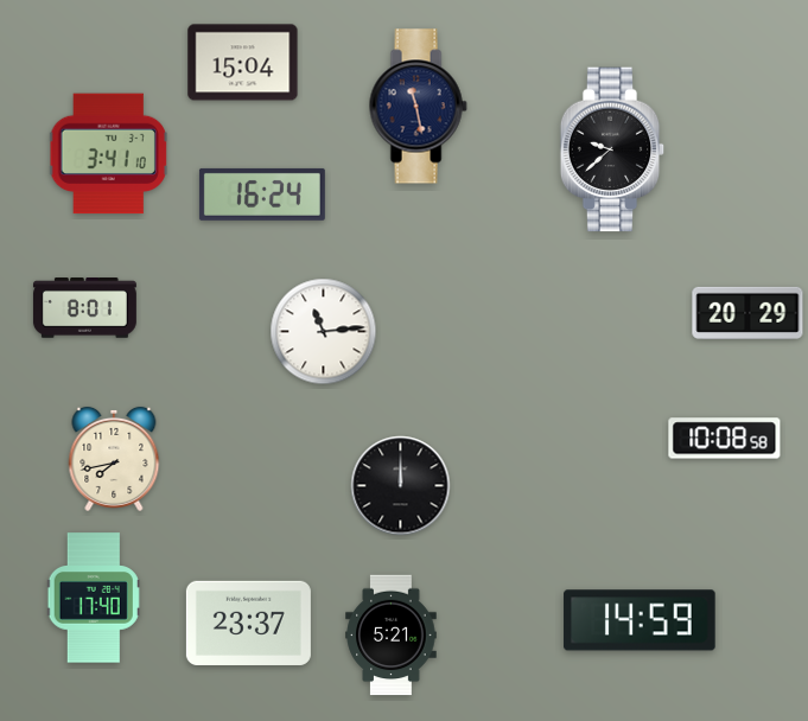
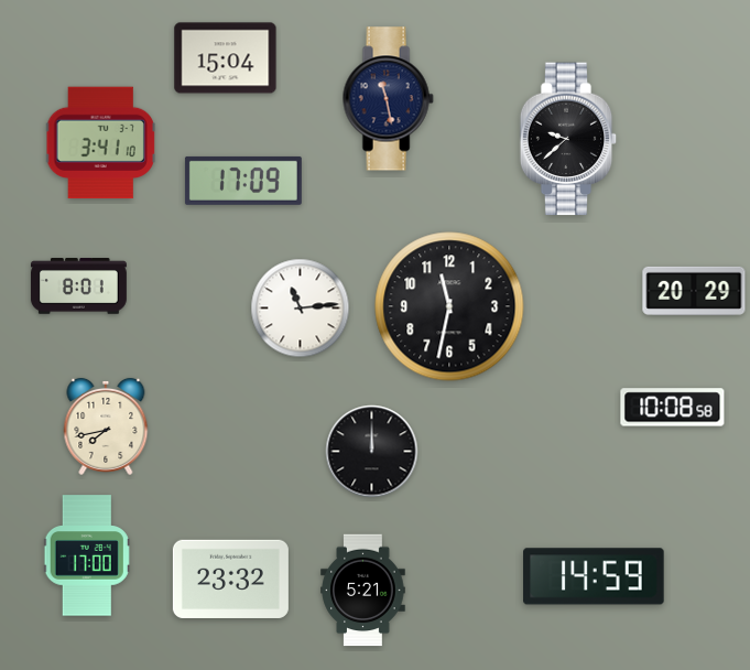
clock at (262, 194): 16:24 -> 17:09
clock at (449, 306): none -> 11:32
clock at (94, 598): 17:40 -> 17:00
clock at (248, 623): 23:37 -> 23:32
